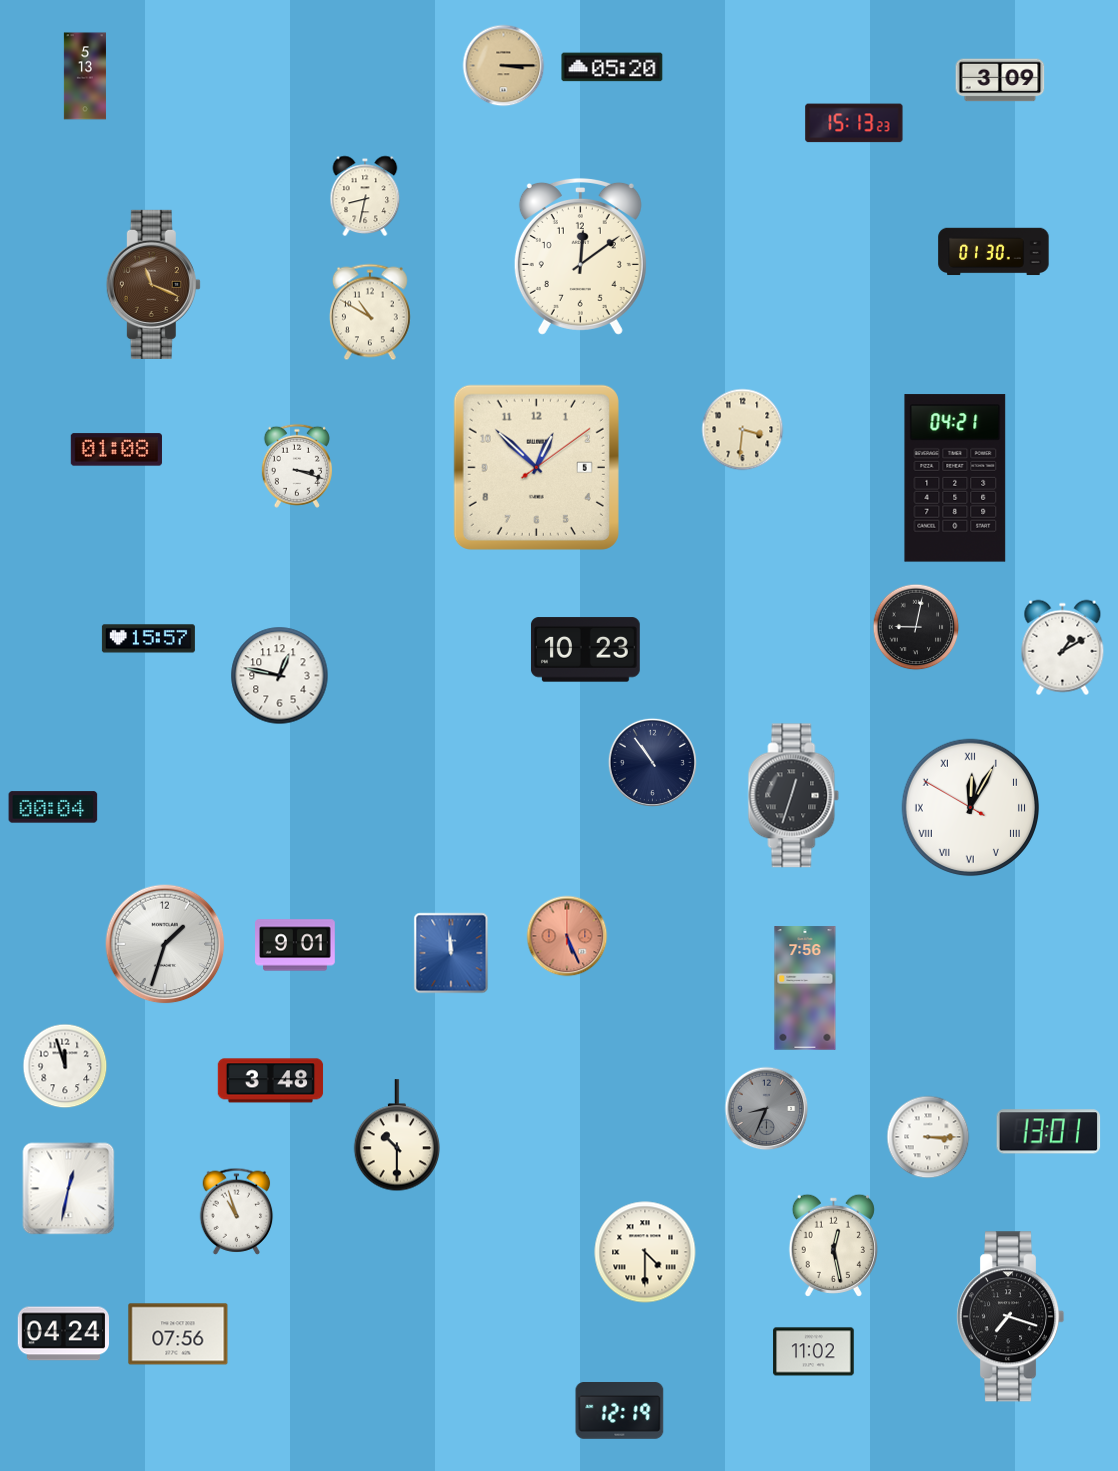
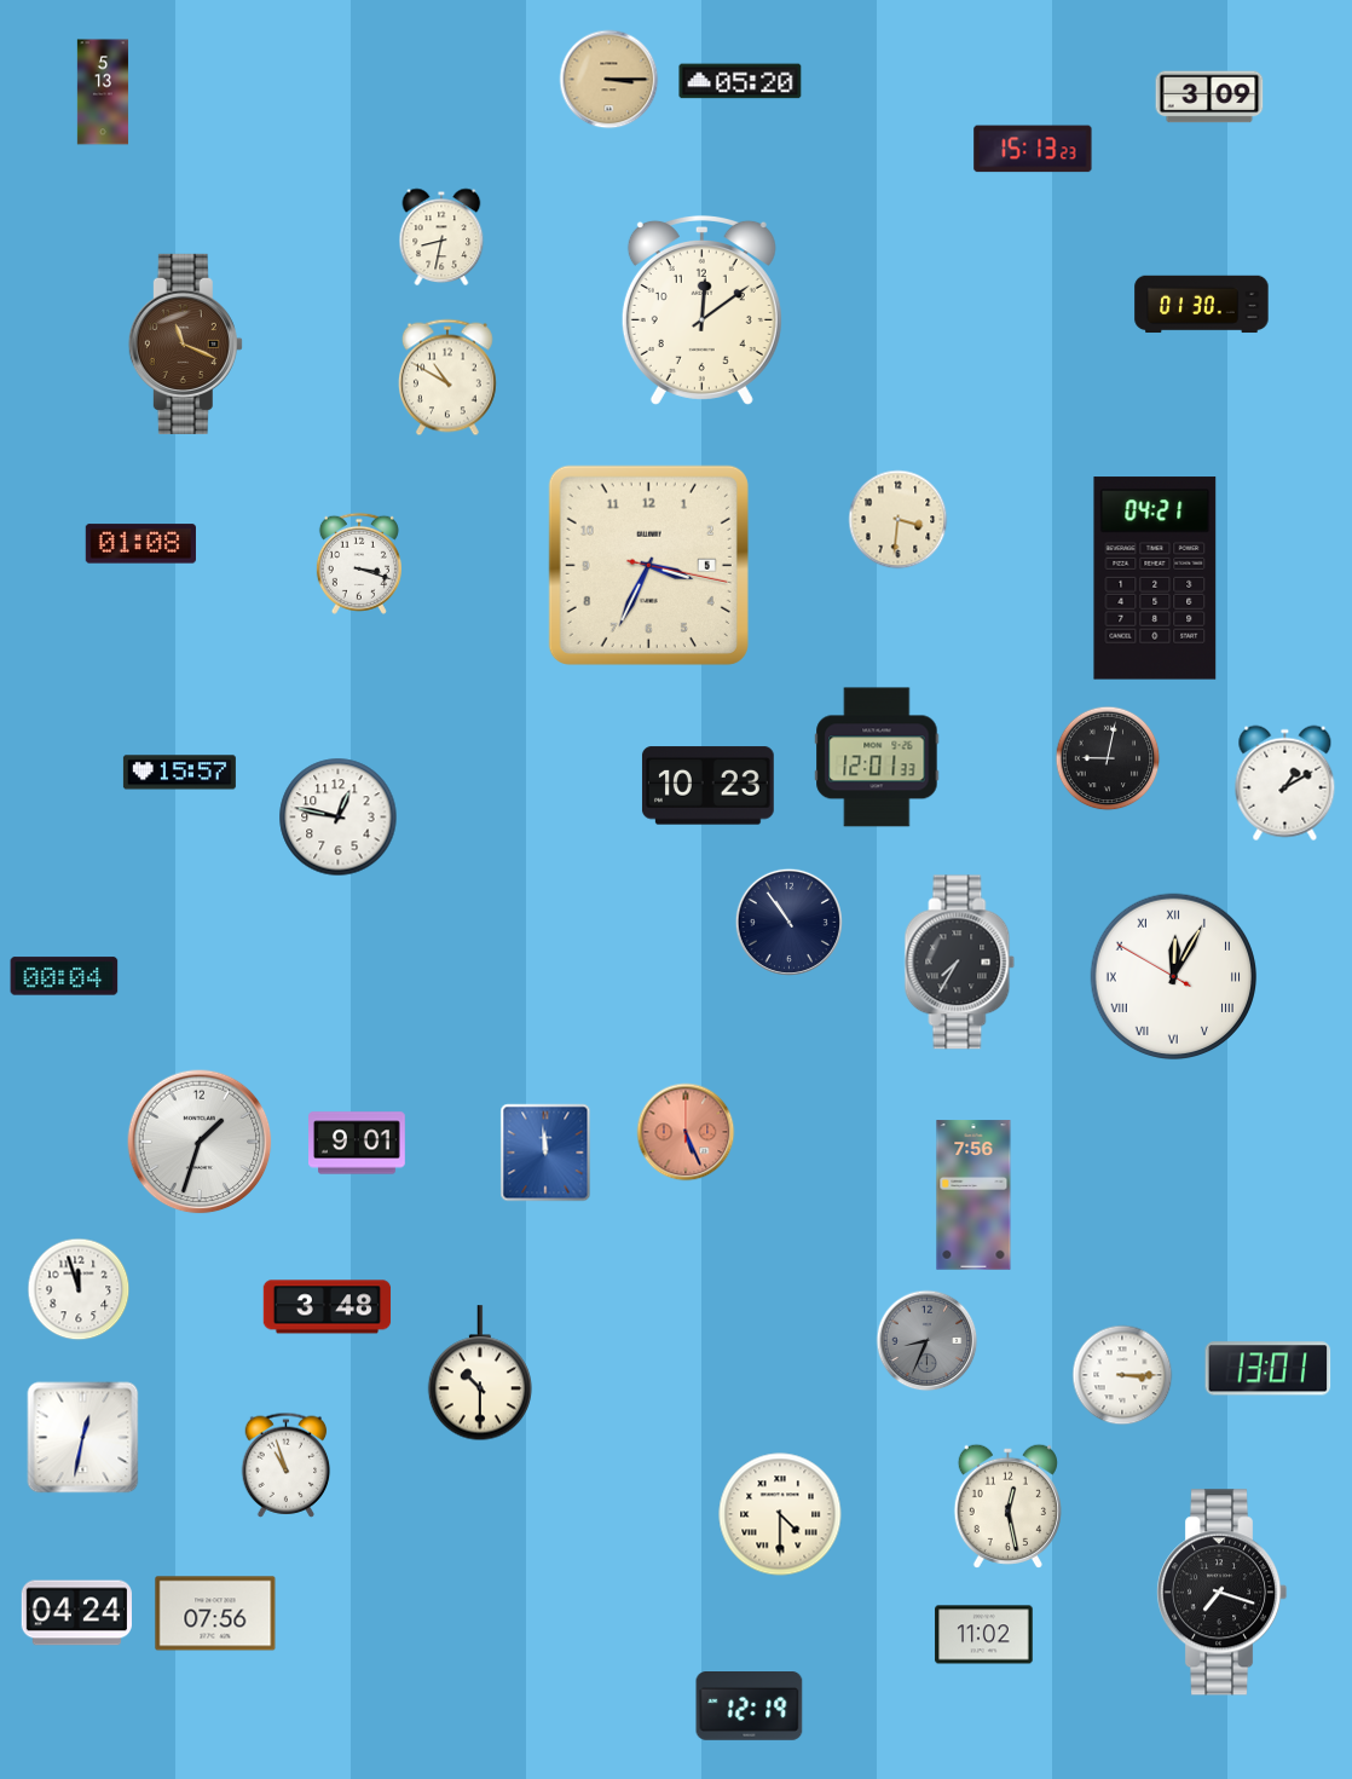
clock at (536, 467): 12:52 -> 3:34
clock at (877, 757): none -> 12:01
clock at (794, 796): 12:33 -> 7:35
